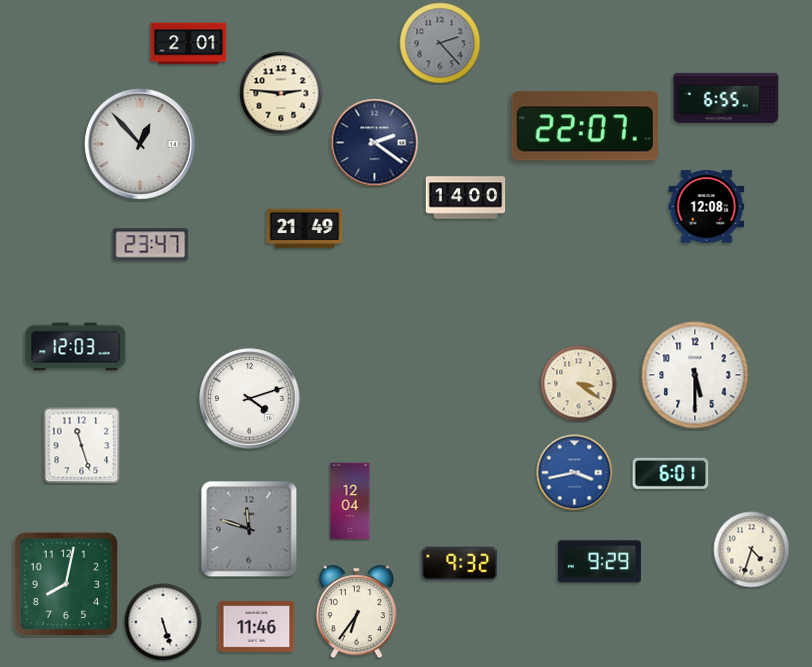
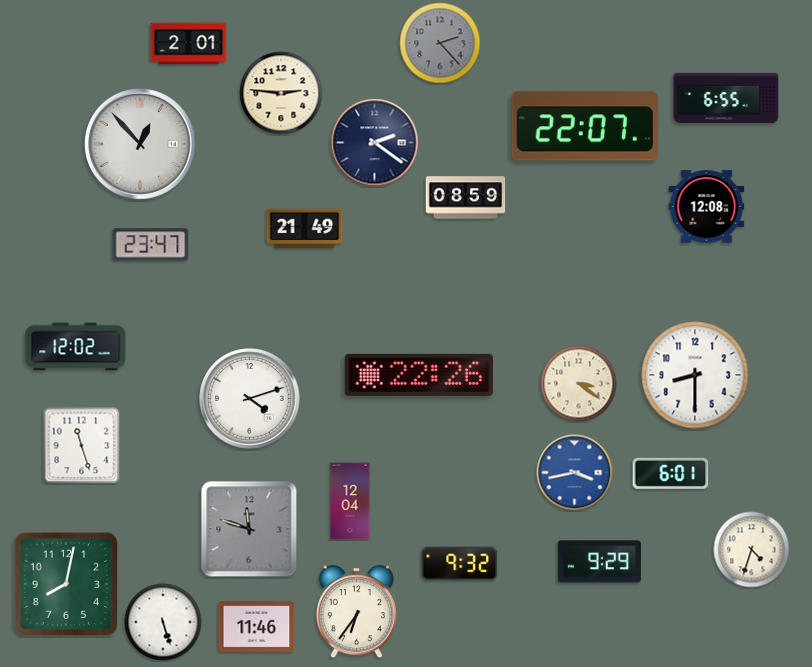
clock at (466, 198): 14:00 -> 08:59
clock at (76, 347): 12:03 -> 12:02
clock at (419, 375): none -> 22:26
clock at (695, 375): 5:30 -> 8:30
